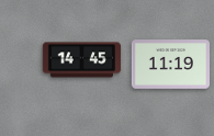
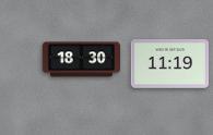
clock at (82, 60): 14:45 -> 18:30
